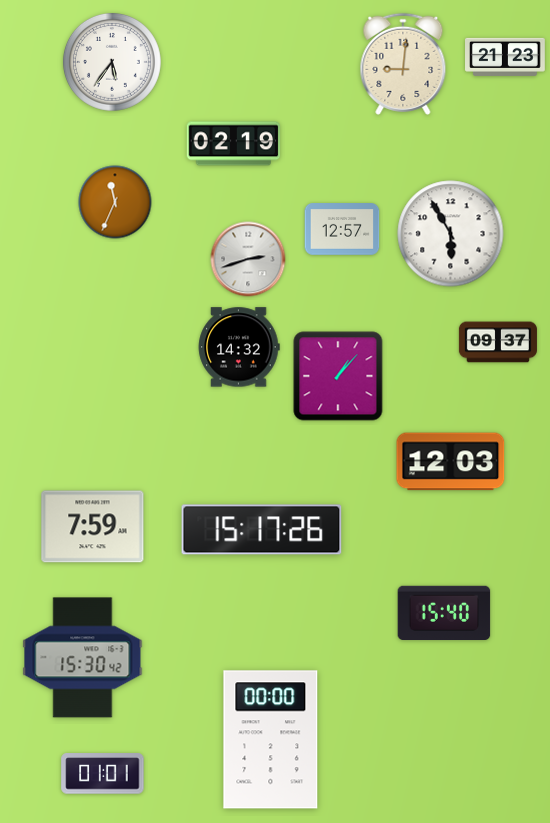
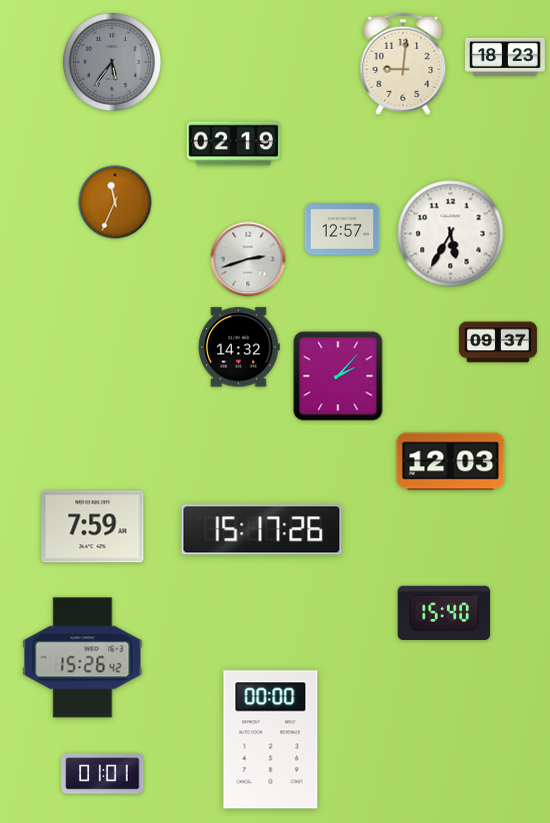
clock at (506, 57): 21:23 -> 18:23
clock at (112, 62) dial: white -> grey
clock at (451, 234): 5:55 -> 5:35
clock at (338, 376): 1:07 -> 2:07
clock at (83, 658): 15:30 -> 15:26
